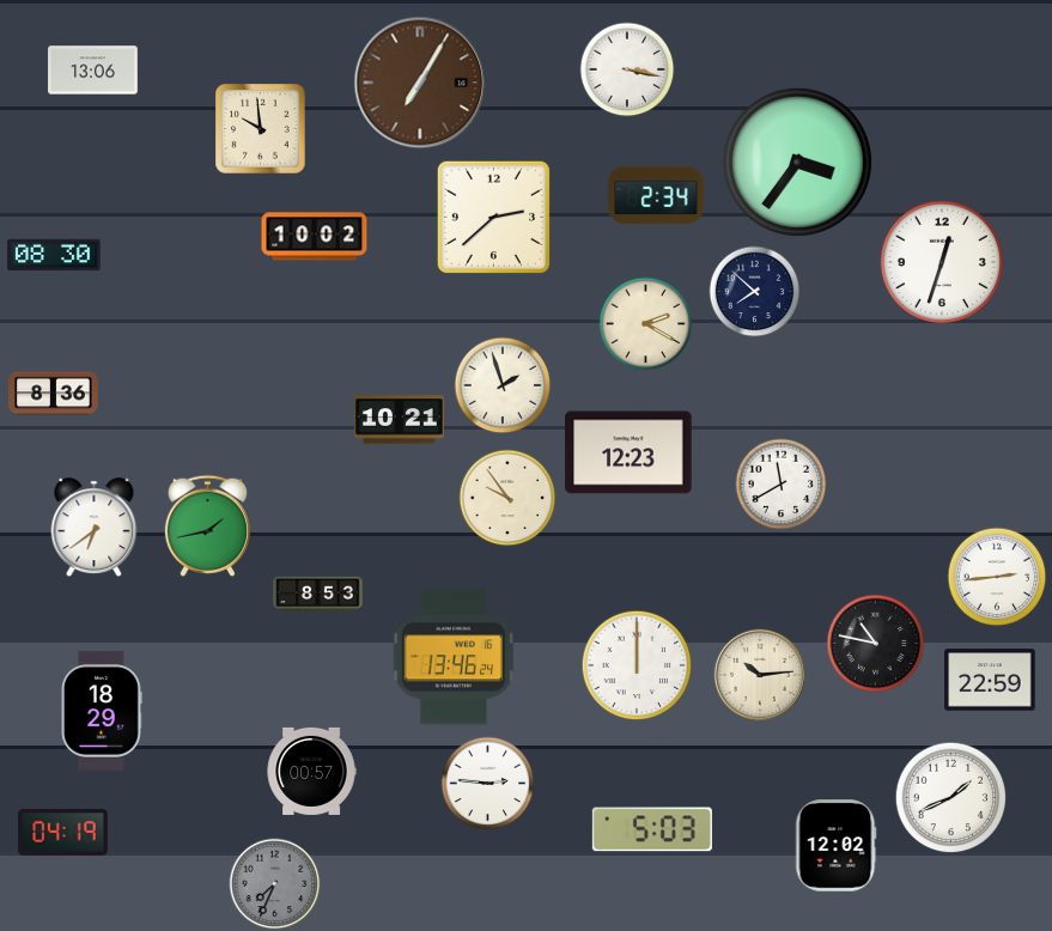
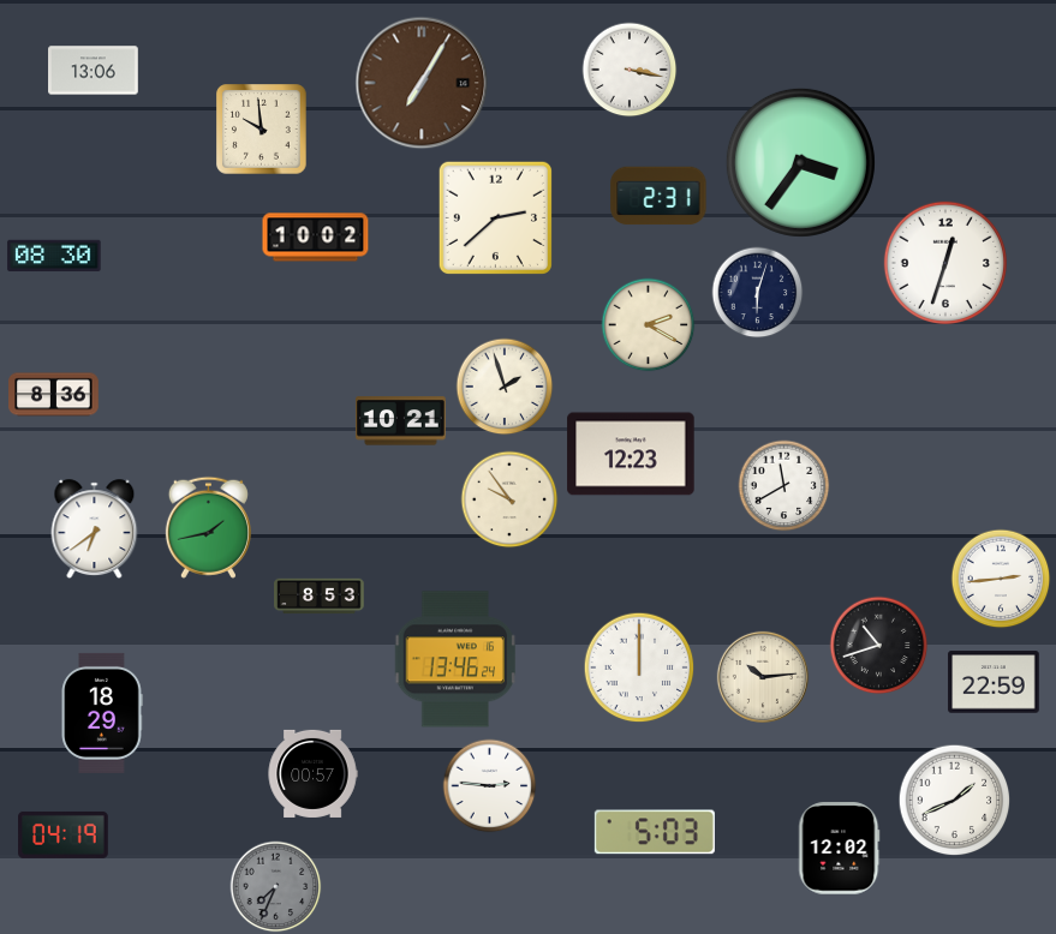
clock at (656, 195): 2:34 -> 2:31
clock at (755, 292): 7:52 -> 6:03
clock at (876, 644): 10:47 -> 10:42
